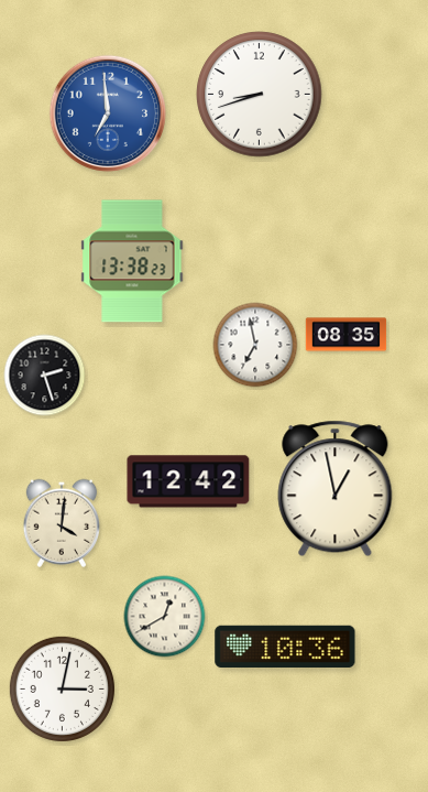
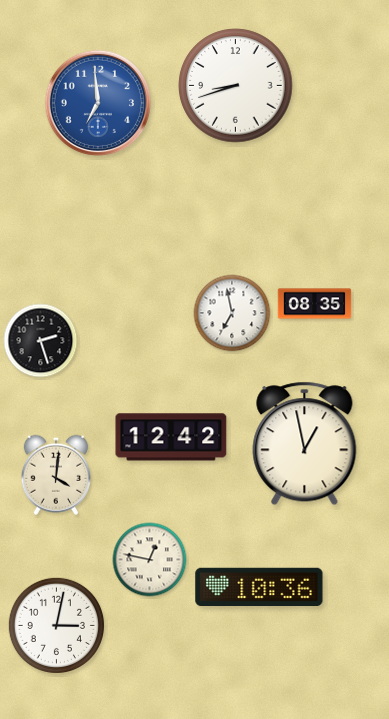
clock at (132, 261): 13:38 -> none
clock at (165, 617): 12:40 -> 12:47
